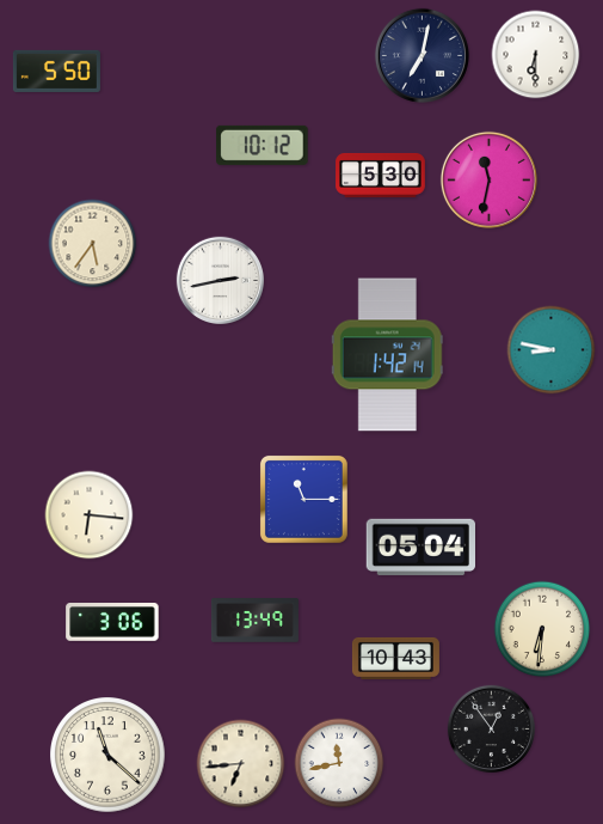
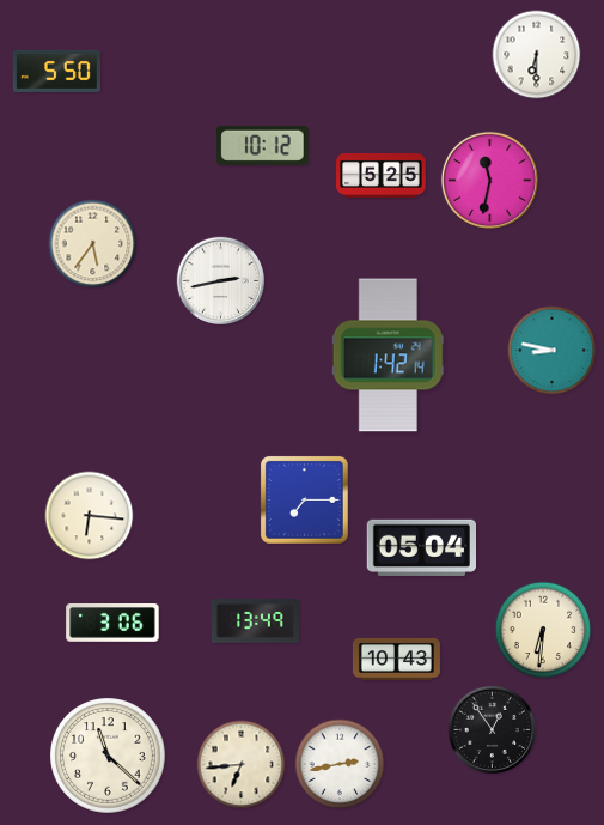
clock at (422, 55): 7:02 -> none
clock at (381, 175): 5:30 -> 5:25
clock at (303, 499): 11:15 -> 7:15
clock at (339, 763): 11:43 -> 2:43
